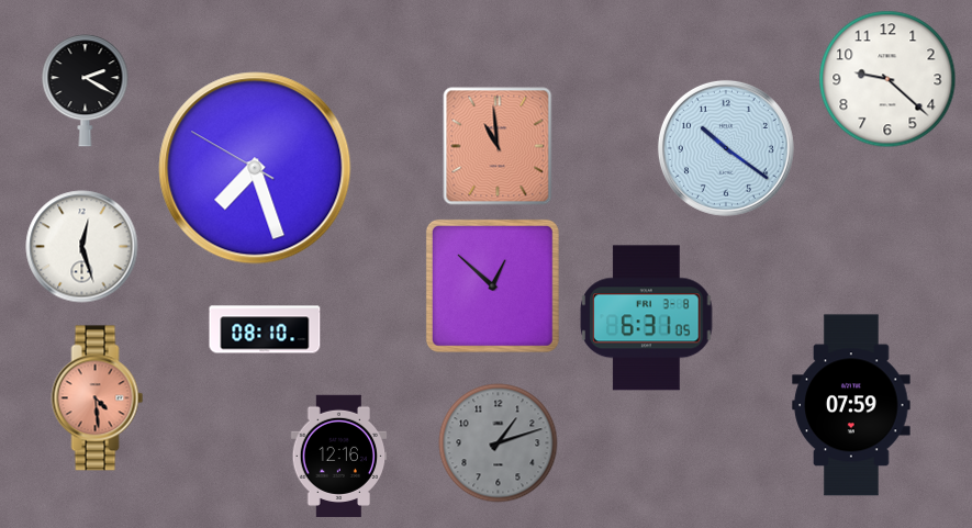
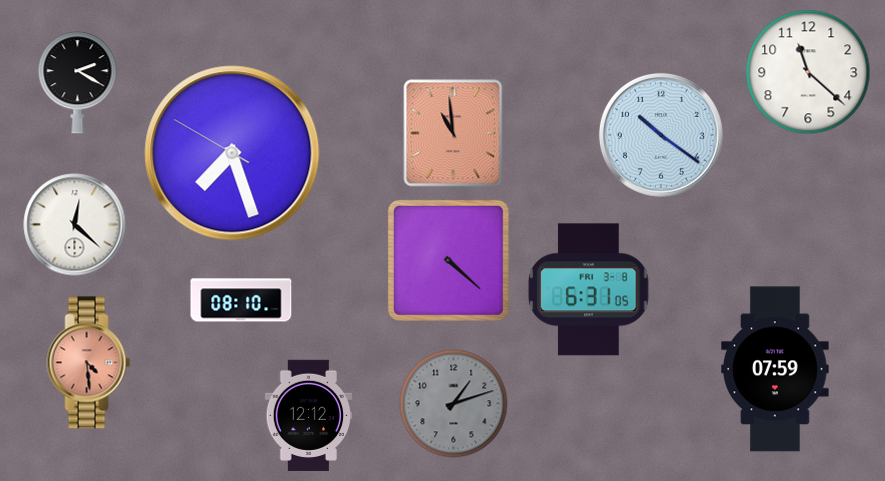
clock at (887, 79): 9:22 -> 11:22
clock at (82, 247): 12:27 -> 12:22
clock at (492, 285): 12:52 -> 4:22
clock at (339, 456): 12:16 -> 12:12
